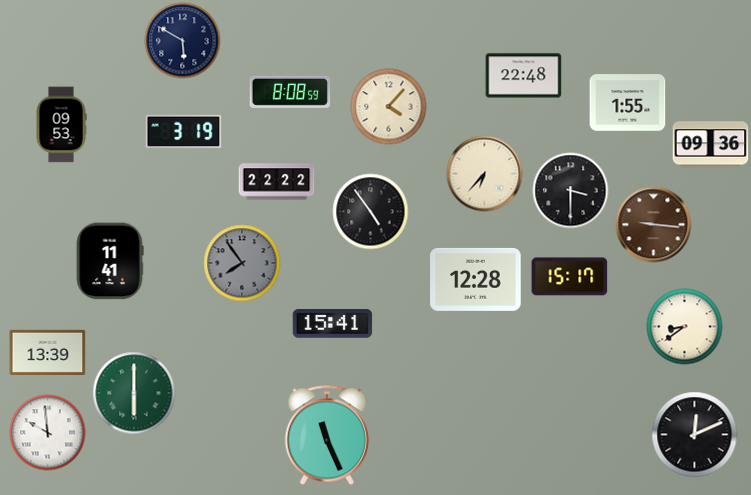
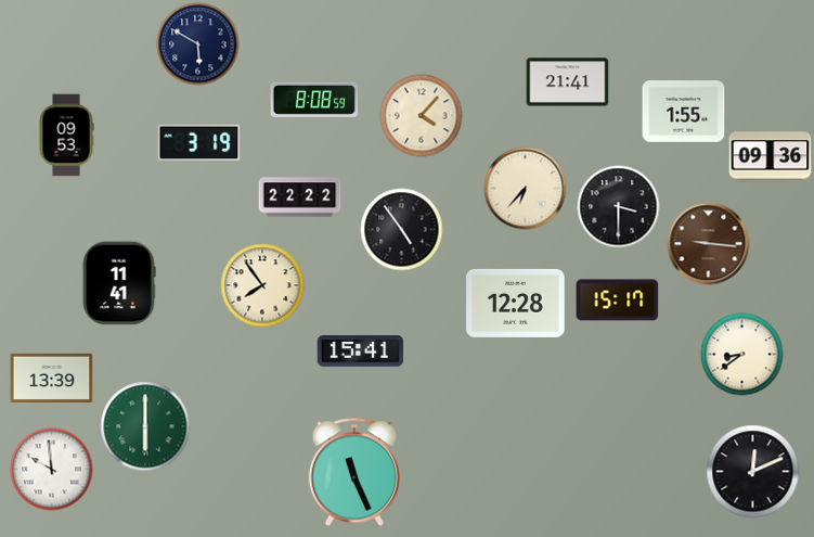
clock at (524, 76): 22:48 -> 21:41
clock at (628, 103) position: (628, 103) -> (684, 112)
clock at (242, 263) dial: grey -> cream
clock at (48, 352) position: (48, 352) -> (52, 378)
